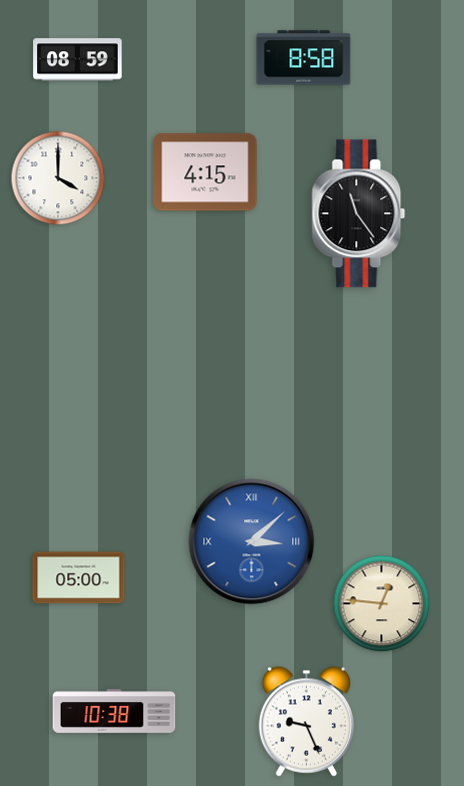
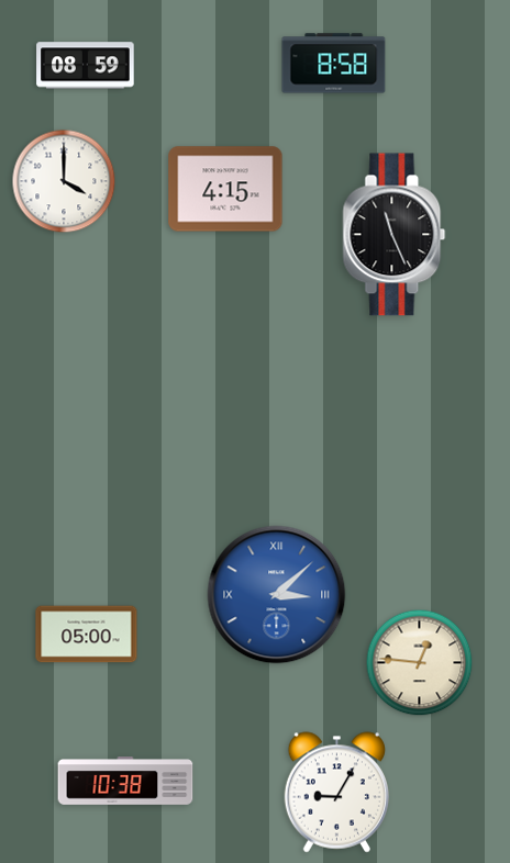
clock at (58, 178) position: (58, 178) -> (64, 181)
clock at (359, 214): 11:24 -> 11:26
clock at (306, 722): 9:26 -> 9:05
